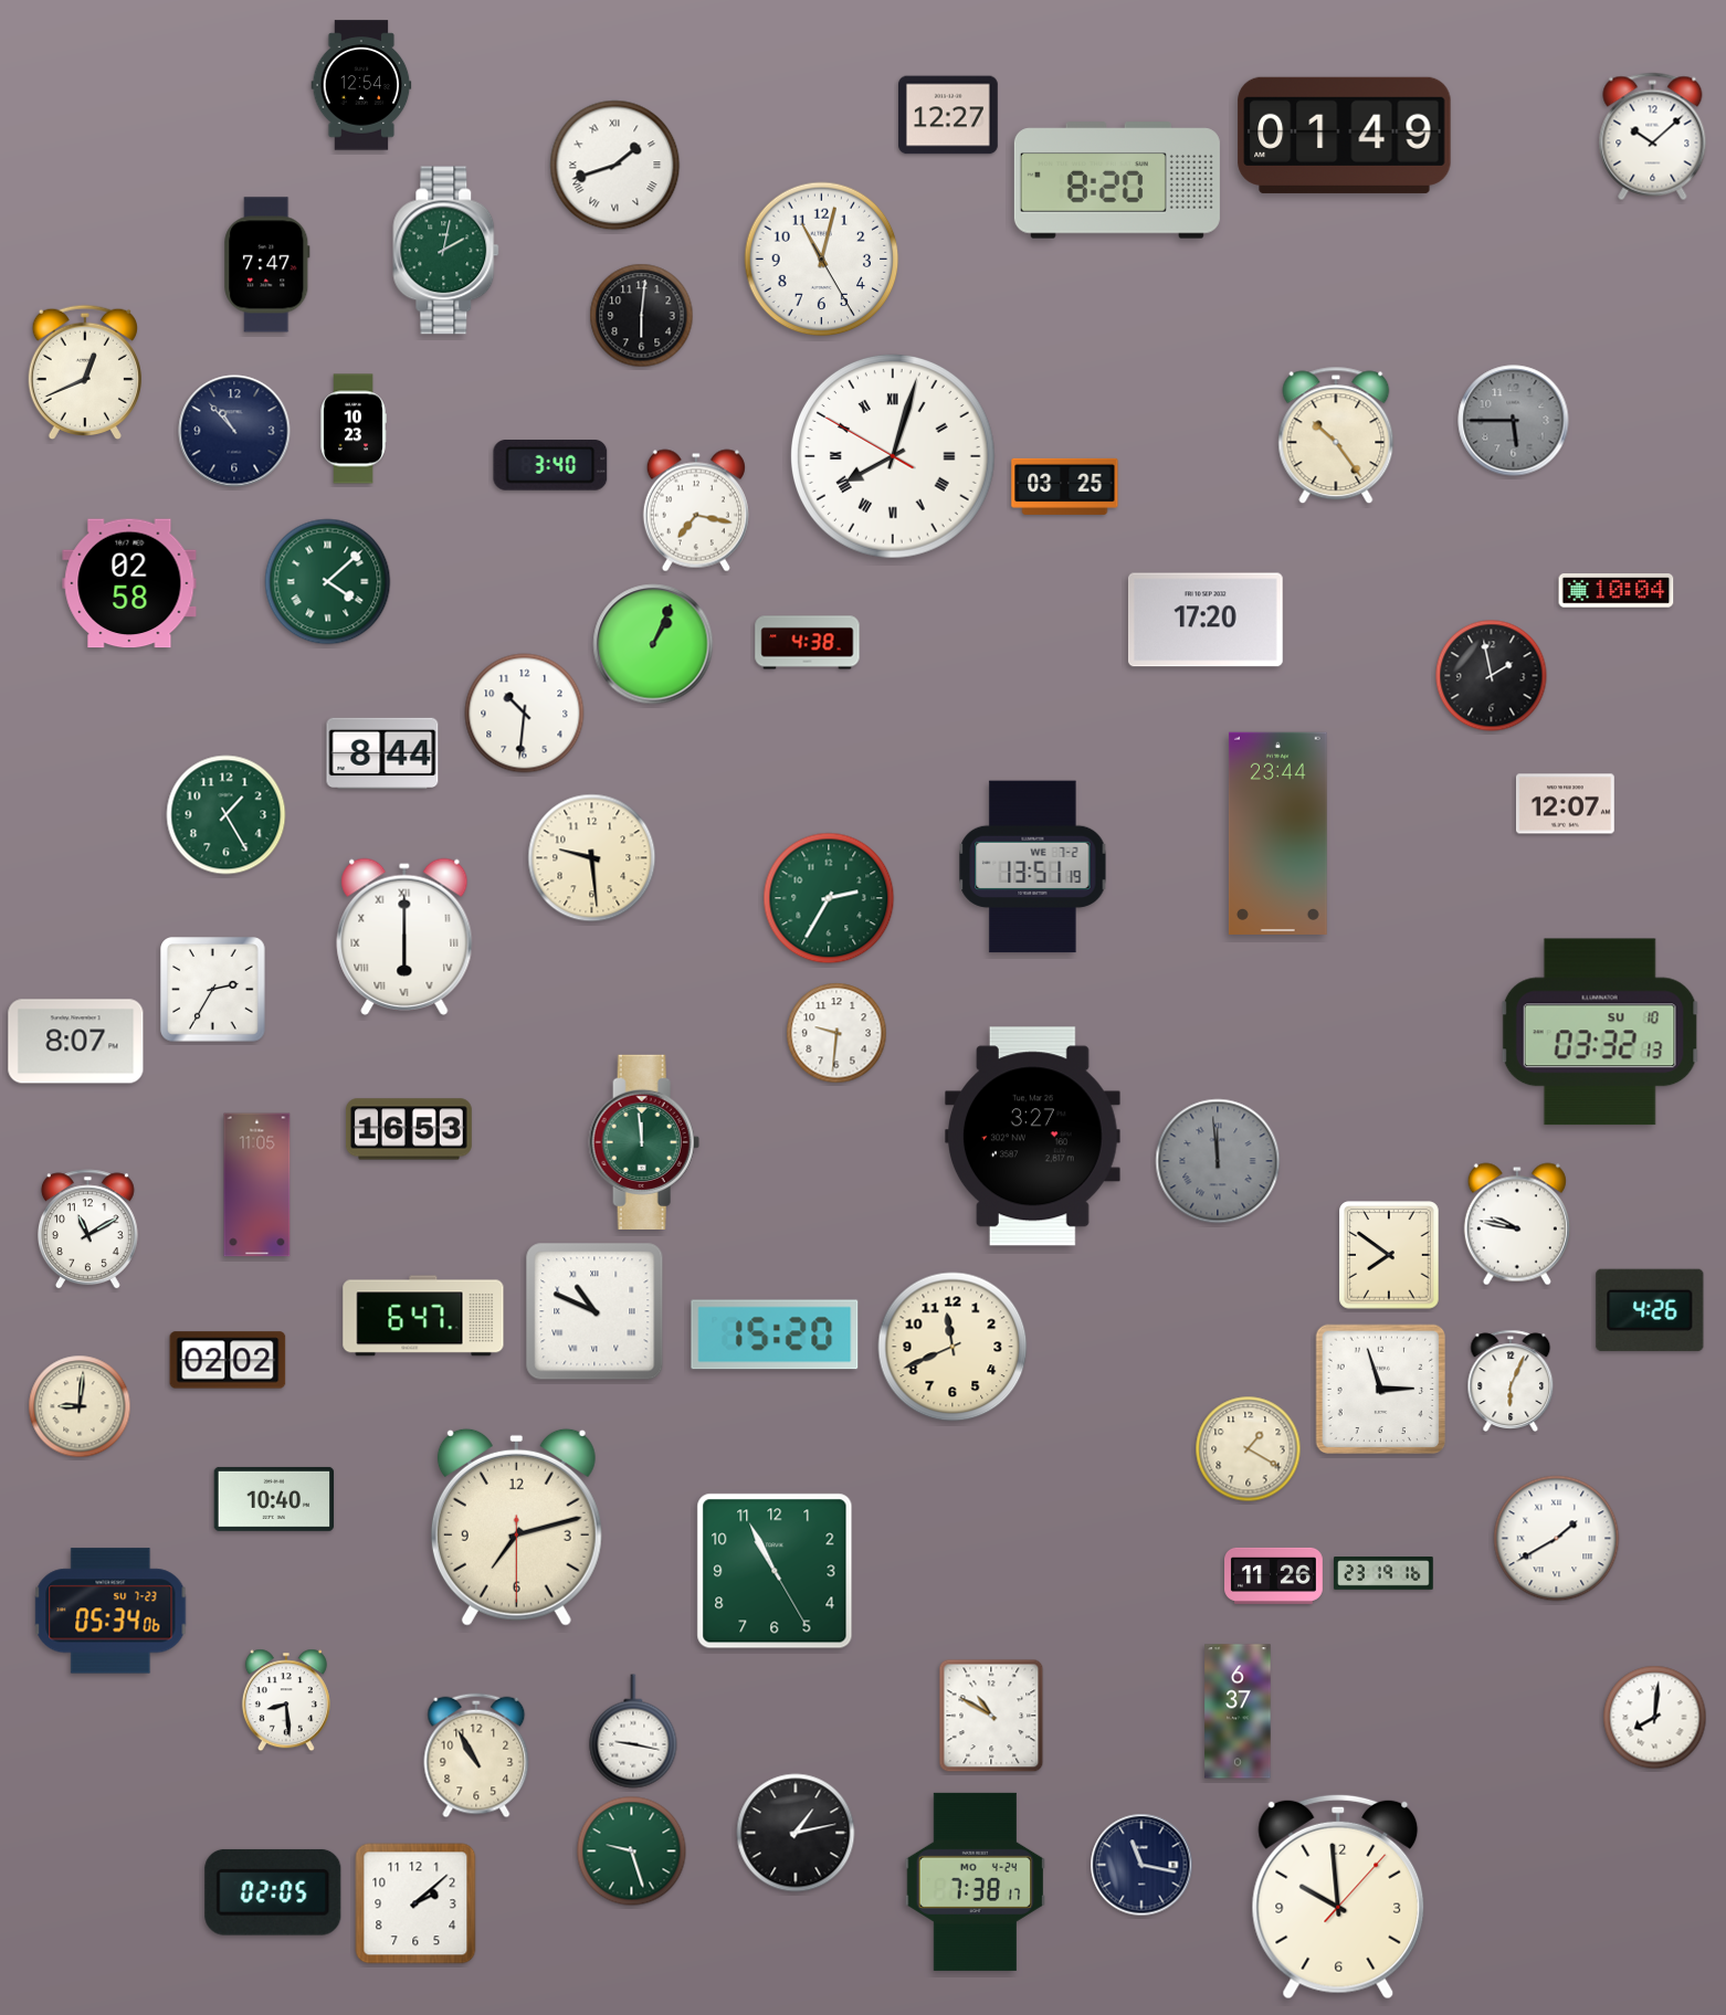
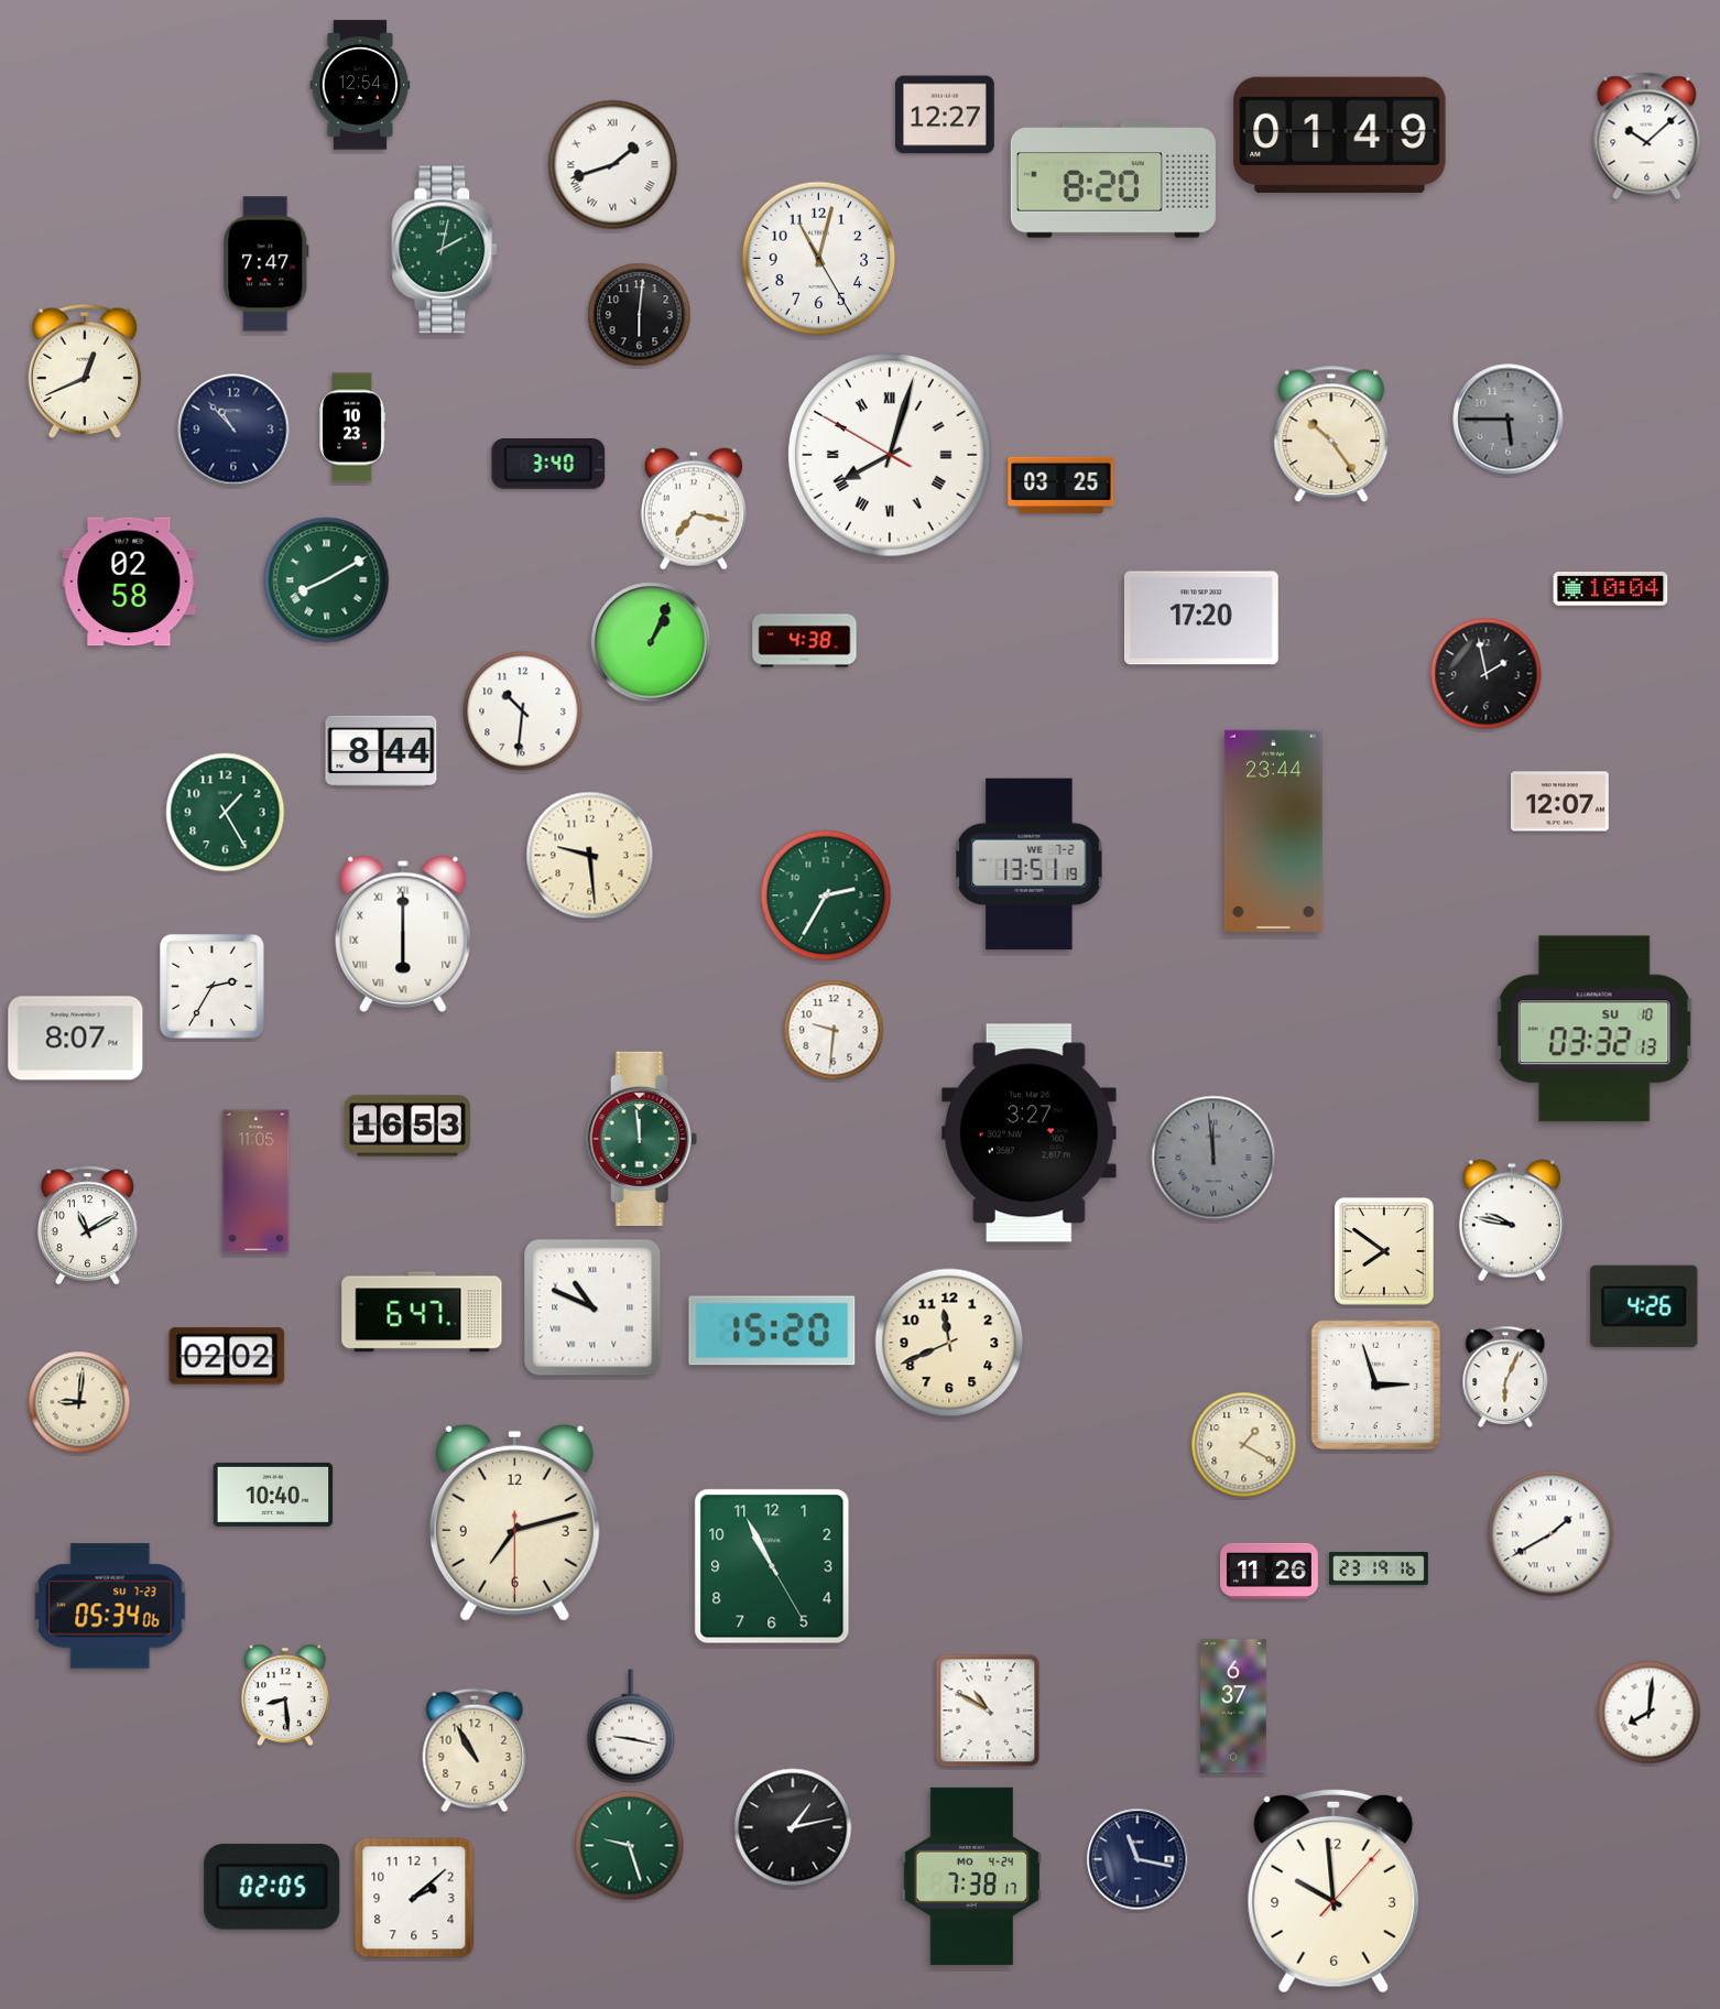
clock at (328, 582): 4:08 -> 8:10
